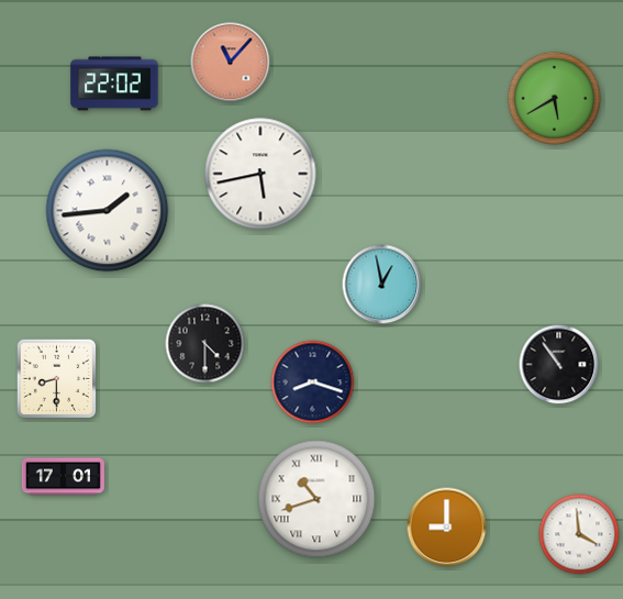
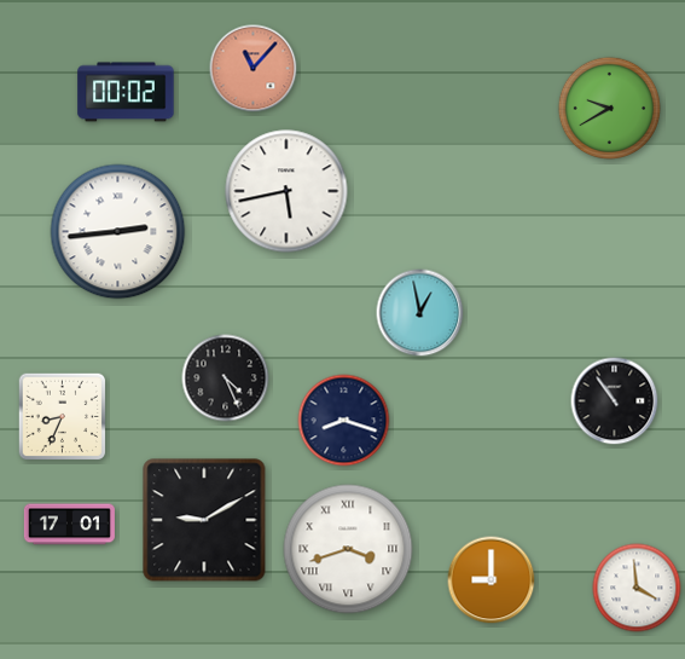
clock at (114, 84): 22:02 -> 00:02
clock at (555, 99): 5:40 -> 9:40
clock at (108, 211): 1:44 -> 2:44
clock at (205, 344): 4:30 -> 4:26
clock at (57, 379): 8:30 -> 8:34
clock at (204, 520): none -> 9:10
clock at (316, 499): 10:42 -> 3:42
